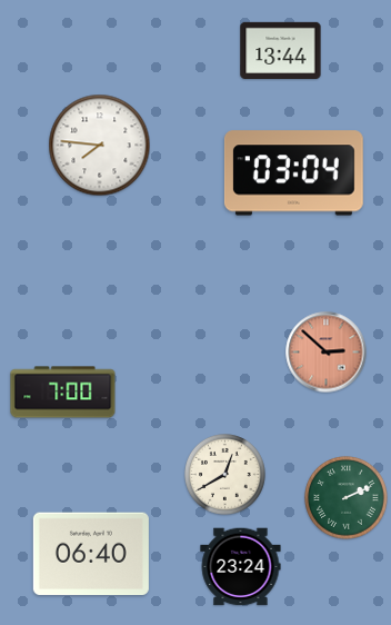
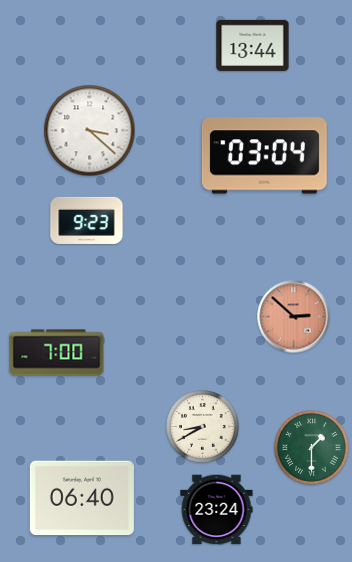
clock at (100, 146): 7:46 -> 3:22
clock at (87, 220): none -> 9:23
clock at (225, 475): 12:40 -> 8:40
clock at (347, 498): 2:11 -> 1:30
